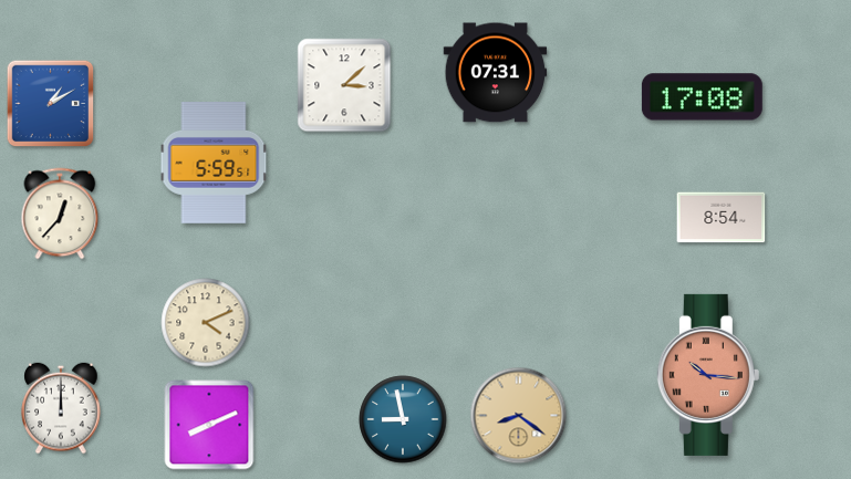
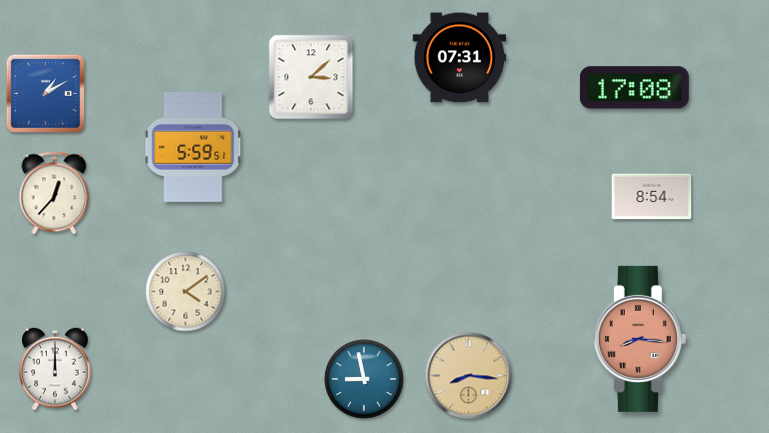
clock at (496, 73) position: (496, 73) -> (460, 58)
clock at (206, 323): 4:11 -> 4:09
clock at (708, 375): 10:16 -> 8:16
clock at (519, 416): 8:21 -> 8:16
clock at (209, 425): 8:11 -> none
